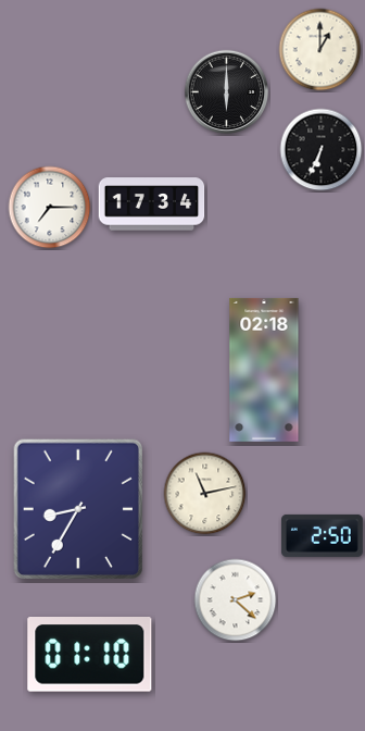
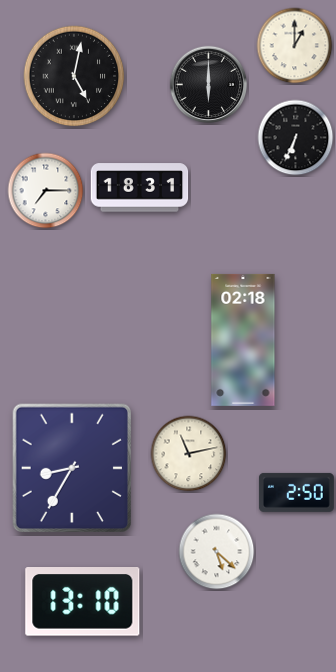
clock at (74, 76): none -> 5:02
clock at (152, 205): 17:34 -> 18:31
clock at (236, 600): 2:22 -> 5:22
clock at (90, 655): 01:10 -> 13:10
